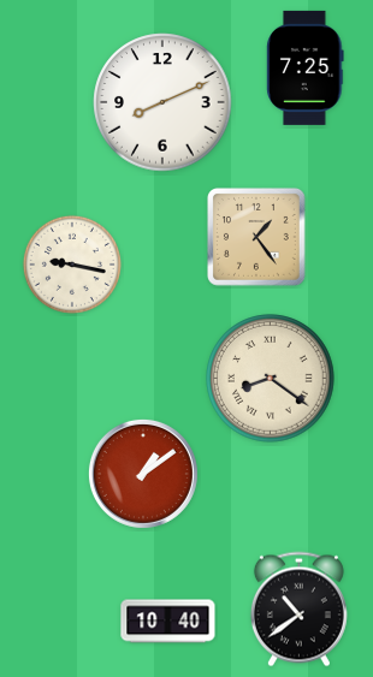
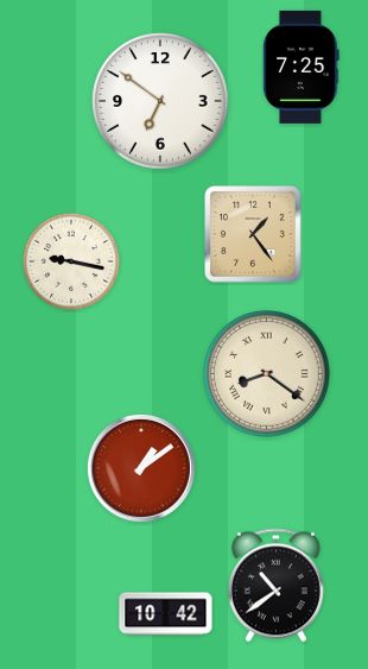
clock at (162, 102): 8:11 -> 6:51
clock at (298, 610) position: (298, 610) -> (275, 586)
clock at (168, 622): 10:40 -> 10:42
